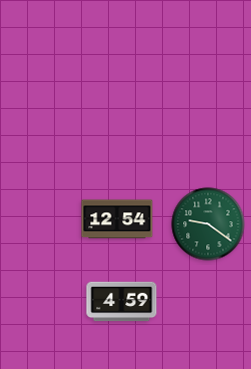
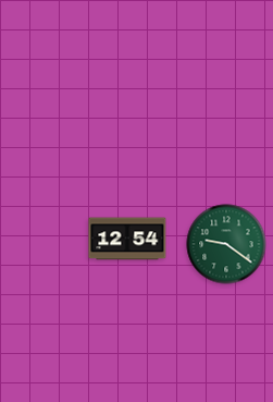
clock at (122, 302): 4:59 -> none
